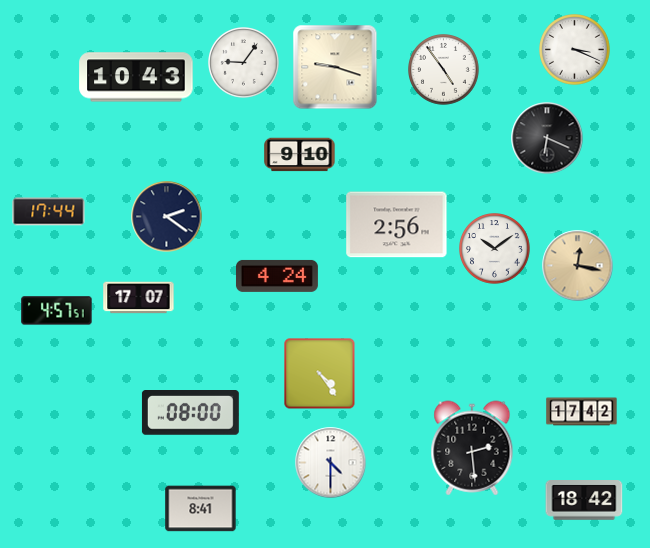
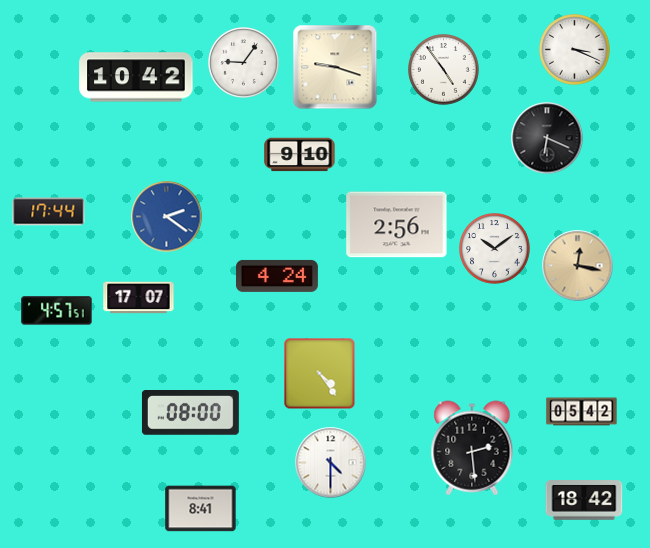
clock at (136, 77): 10:43 -> 10:42
clock at (167, 217) dial: navy -> blue
clock at (582, 412): 17:42 -> 05:42
